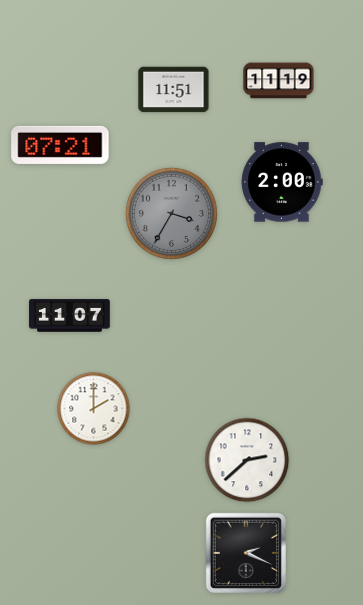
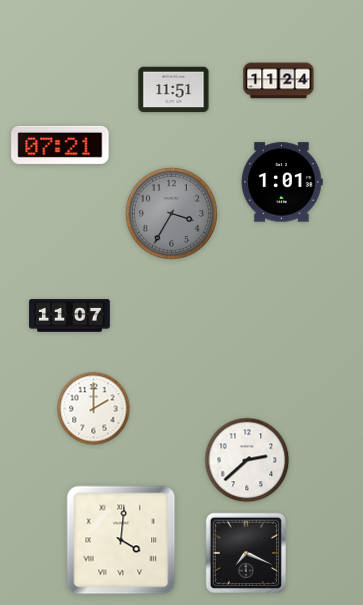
clock at (279, 81): 11:19 -> 11:24
clock at (282, 182): 2:00 -> 1:01
clock at (121, 540): none -> 4:01
clock at (246, 553): 2:19 -> 7:19
